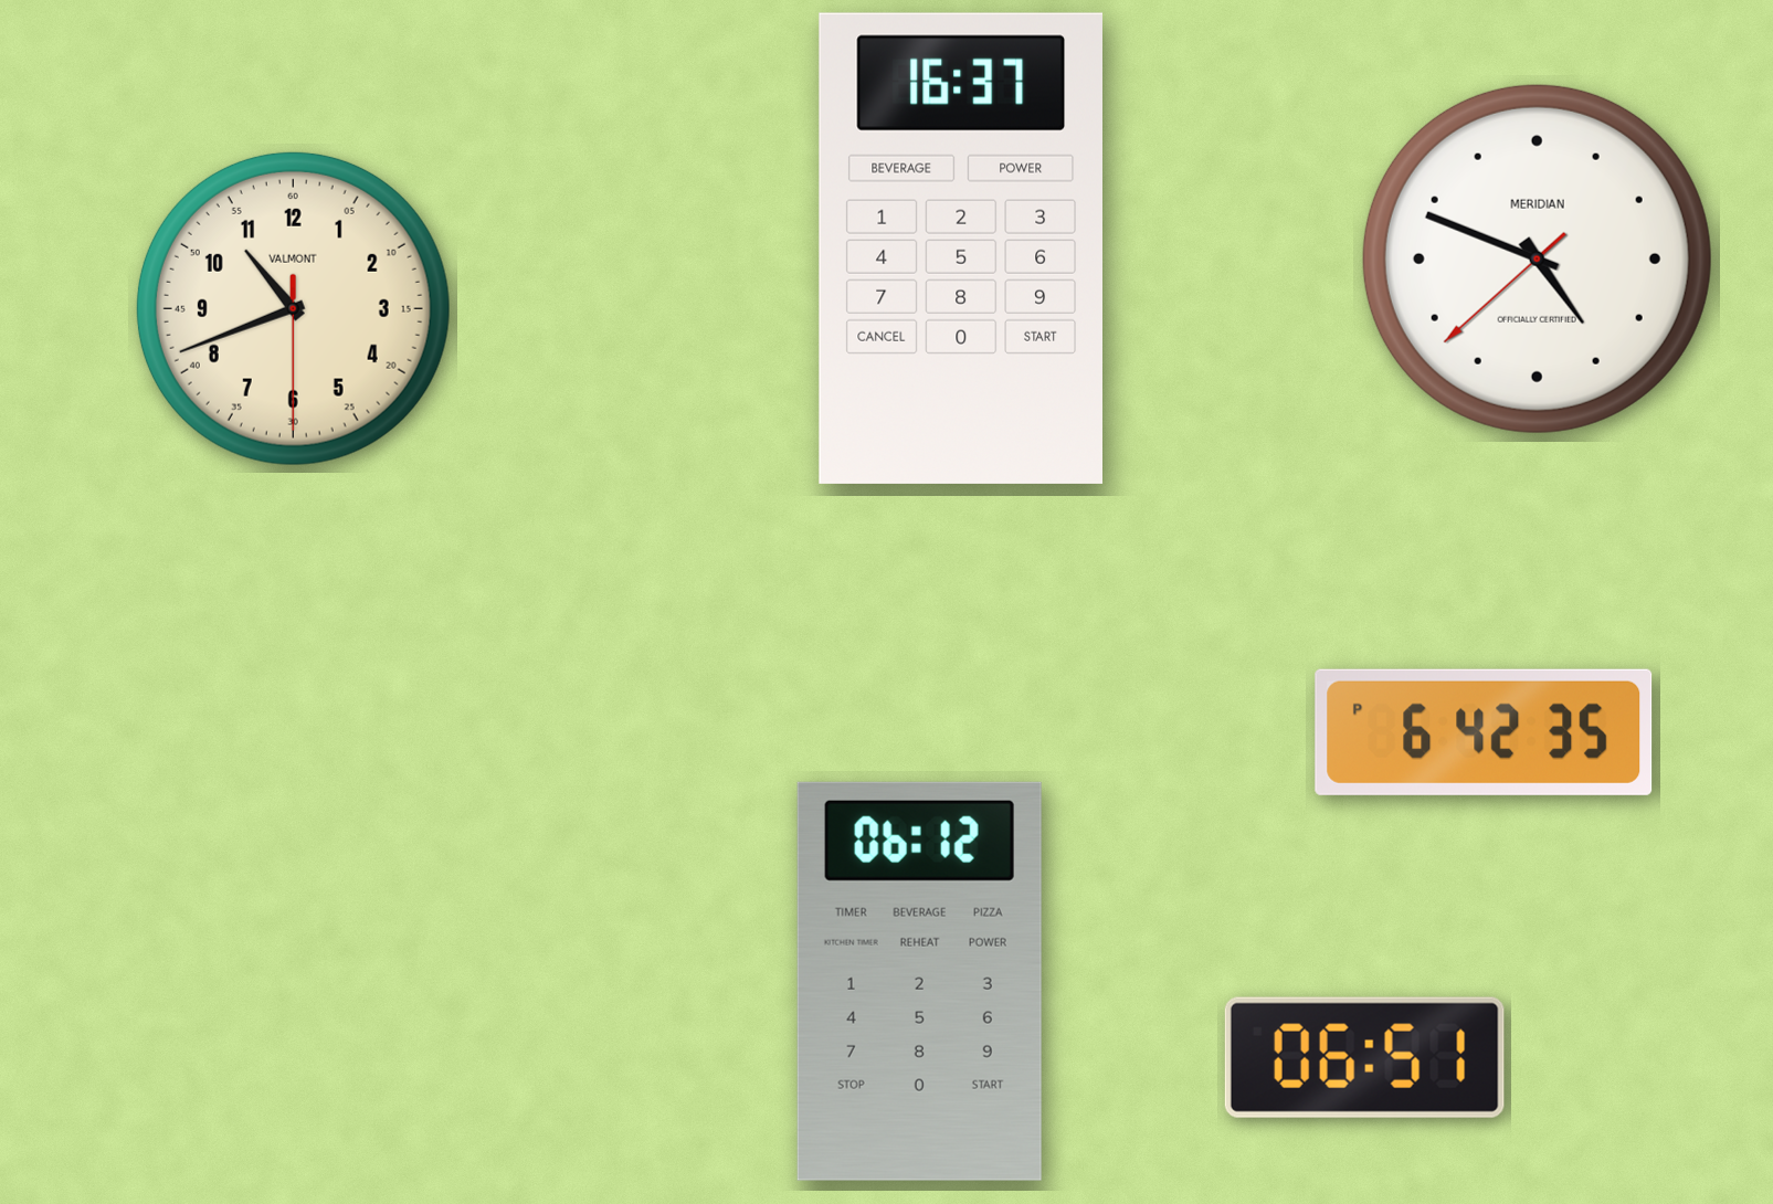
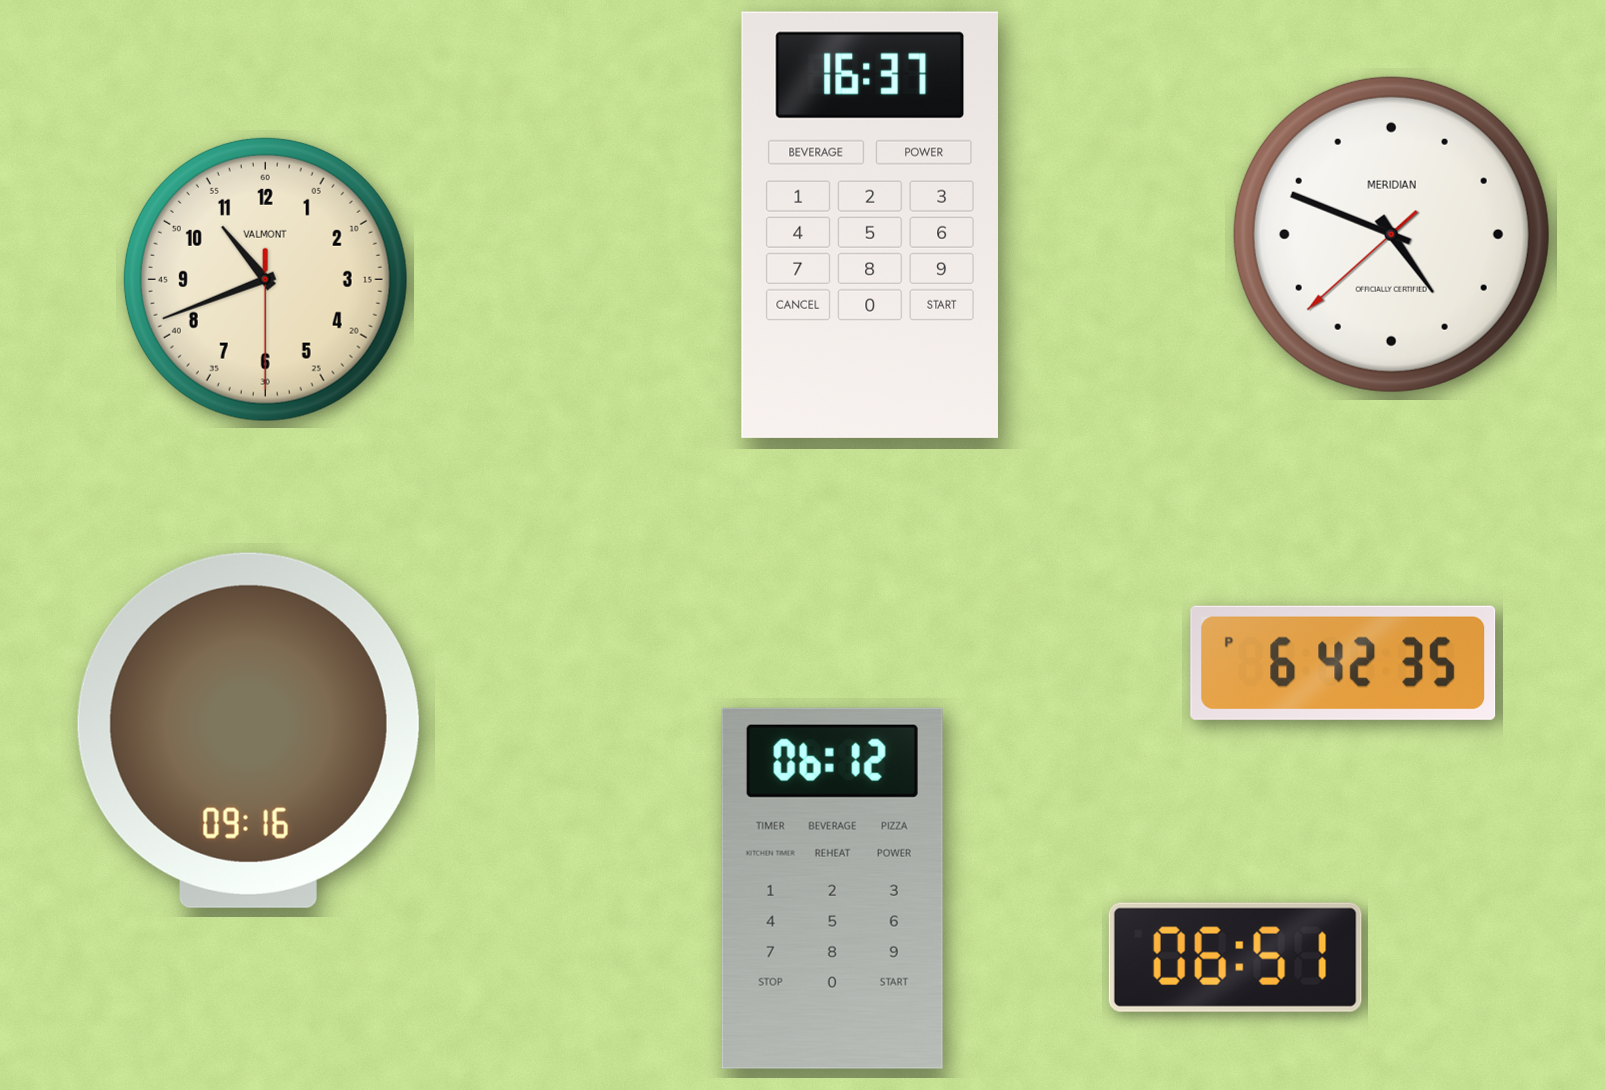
clock at (248, 730): none -> 09:16
